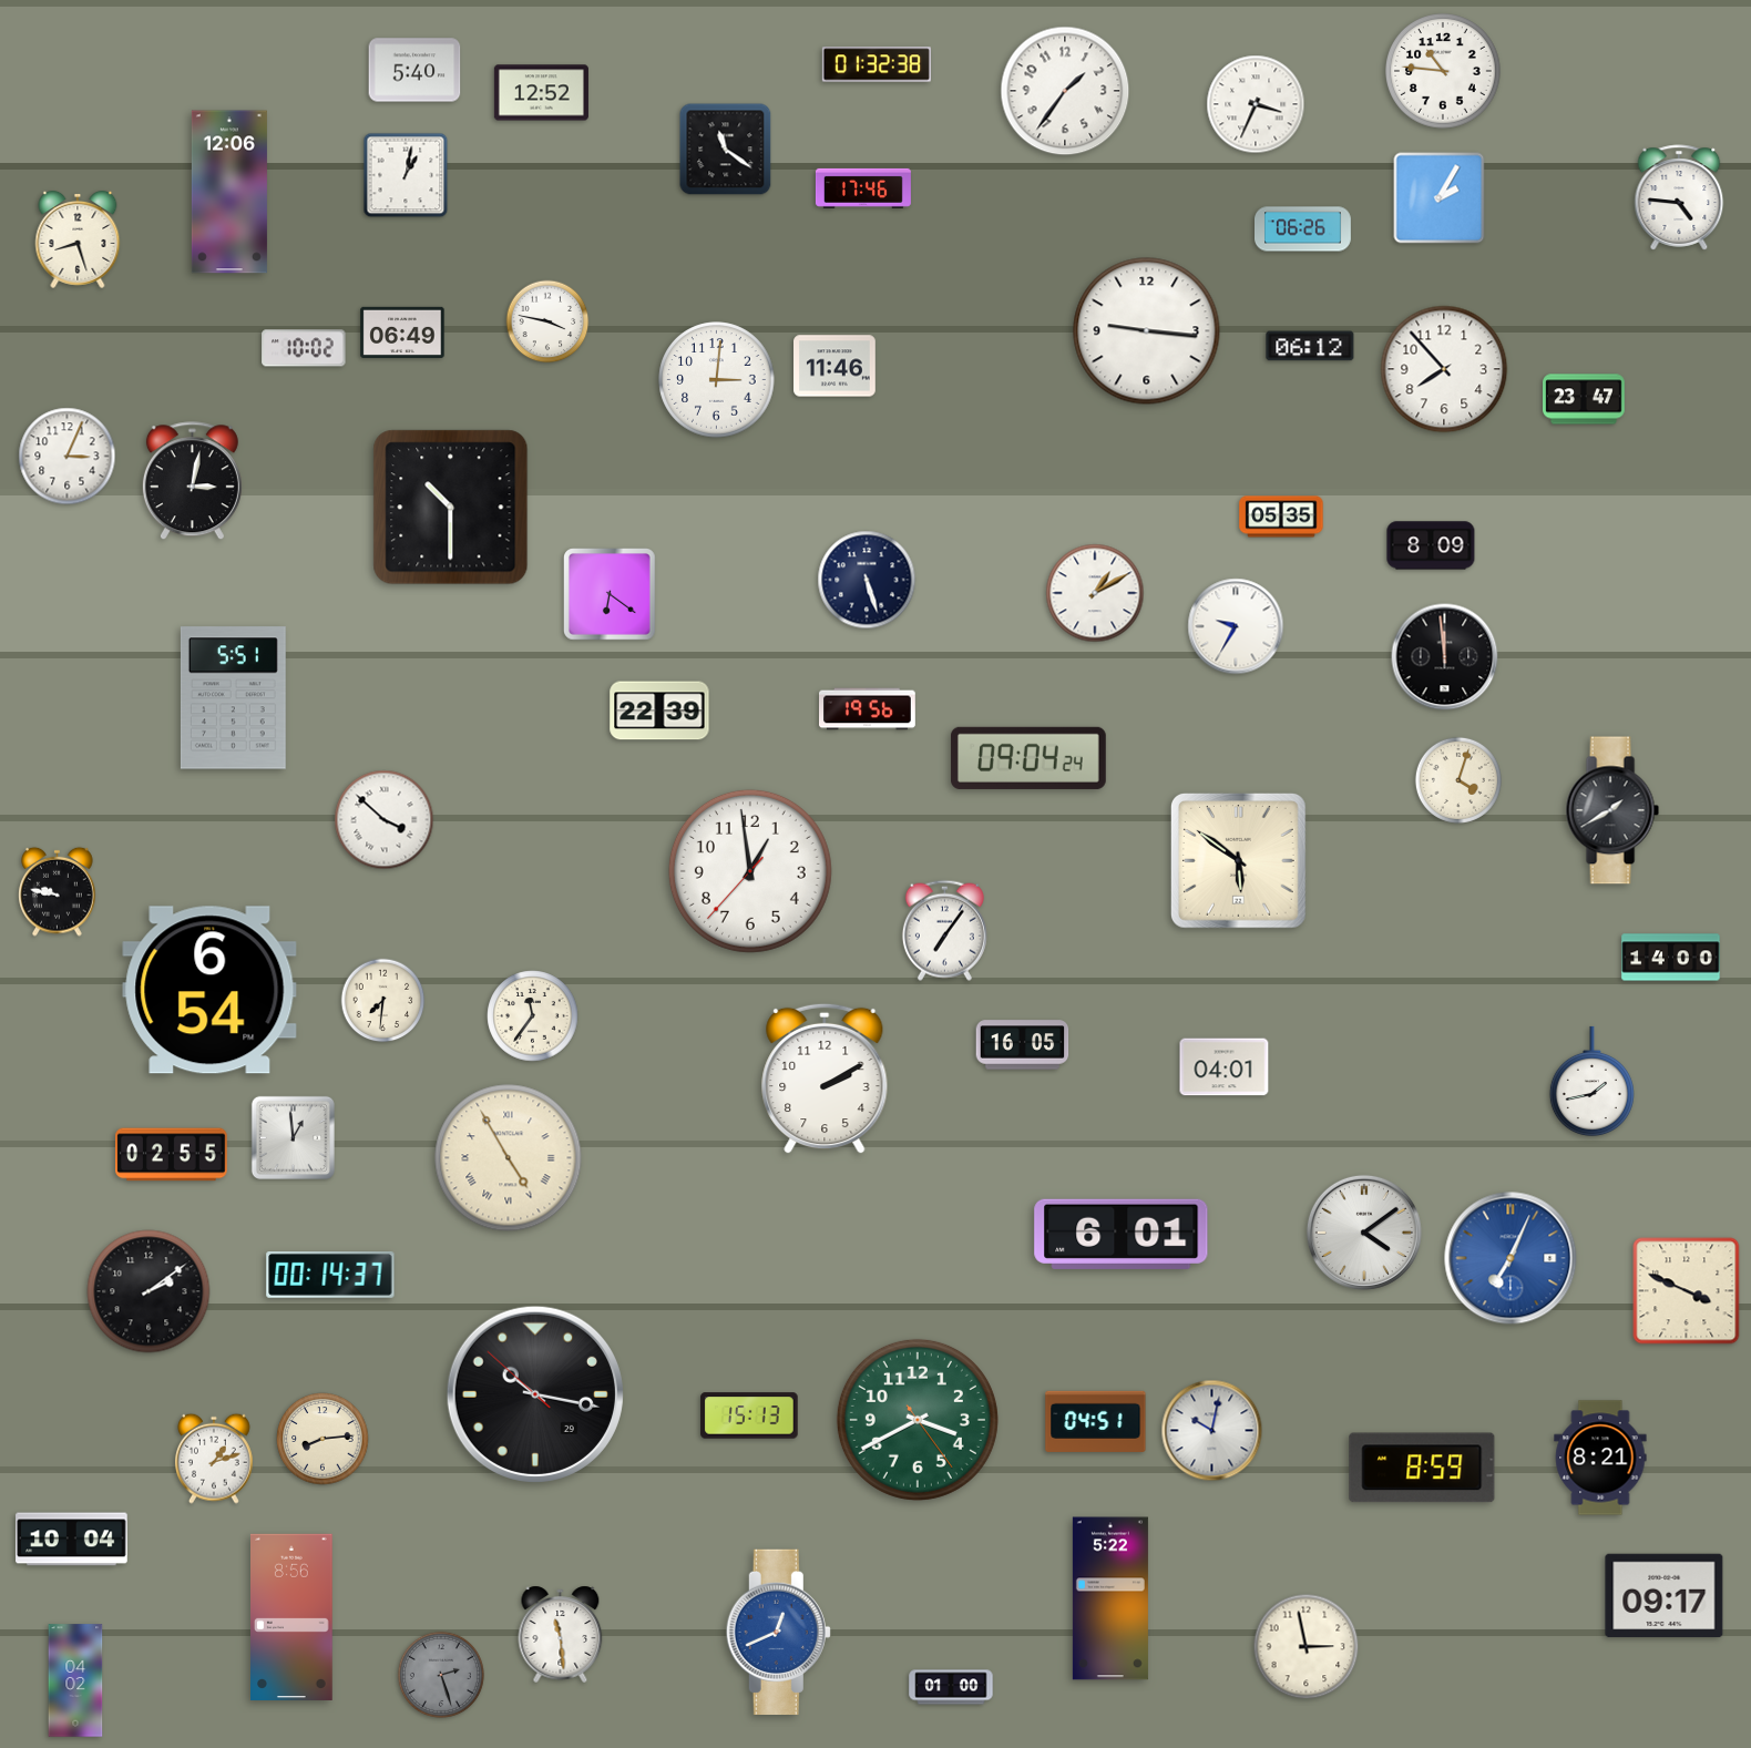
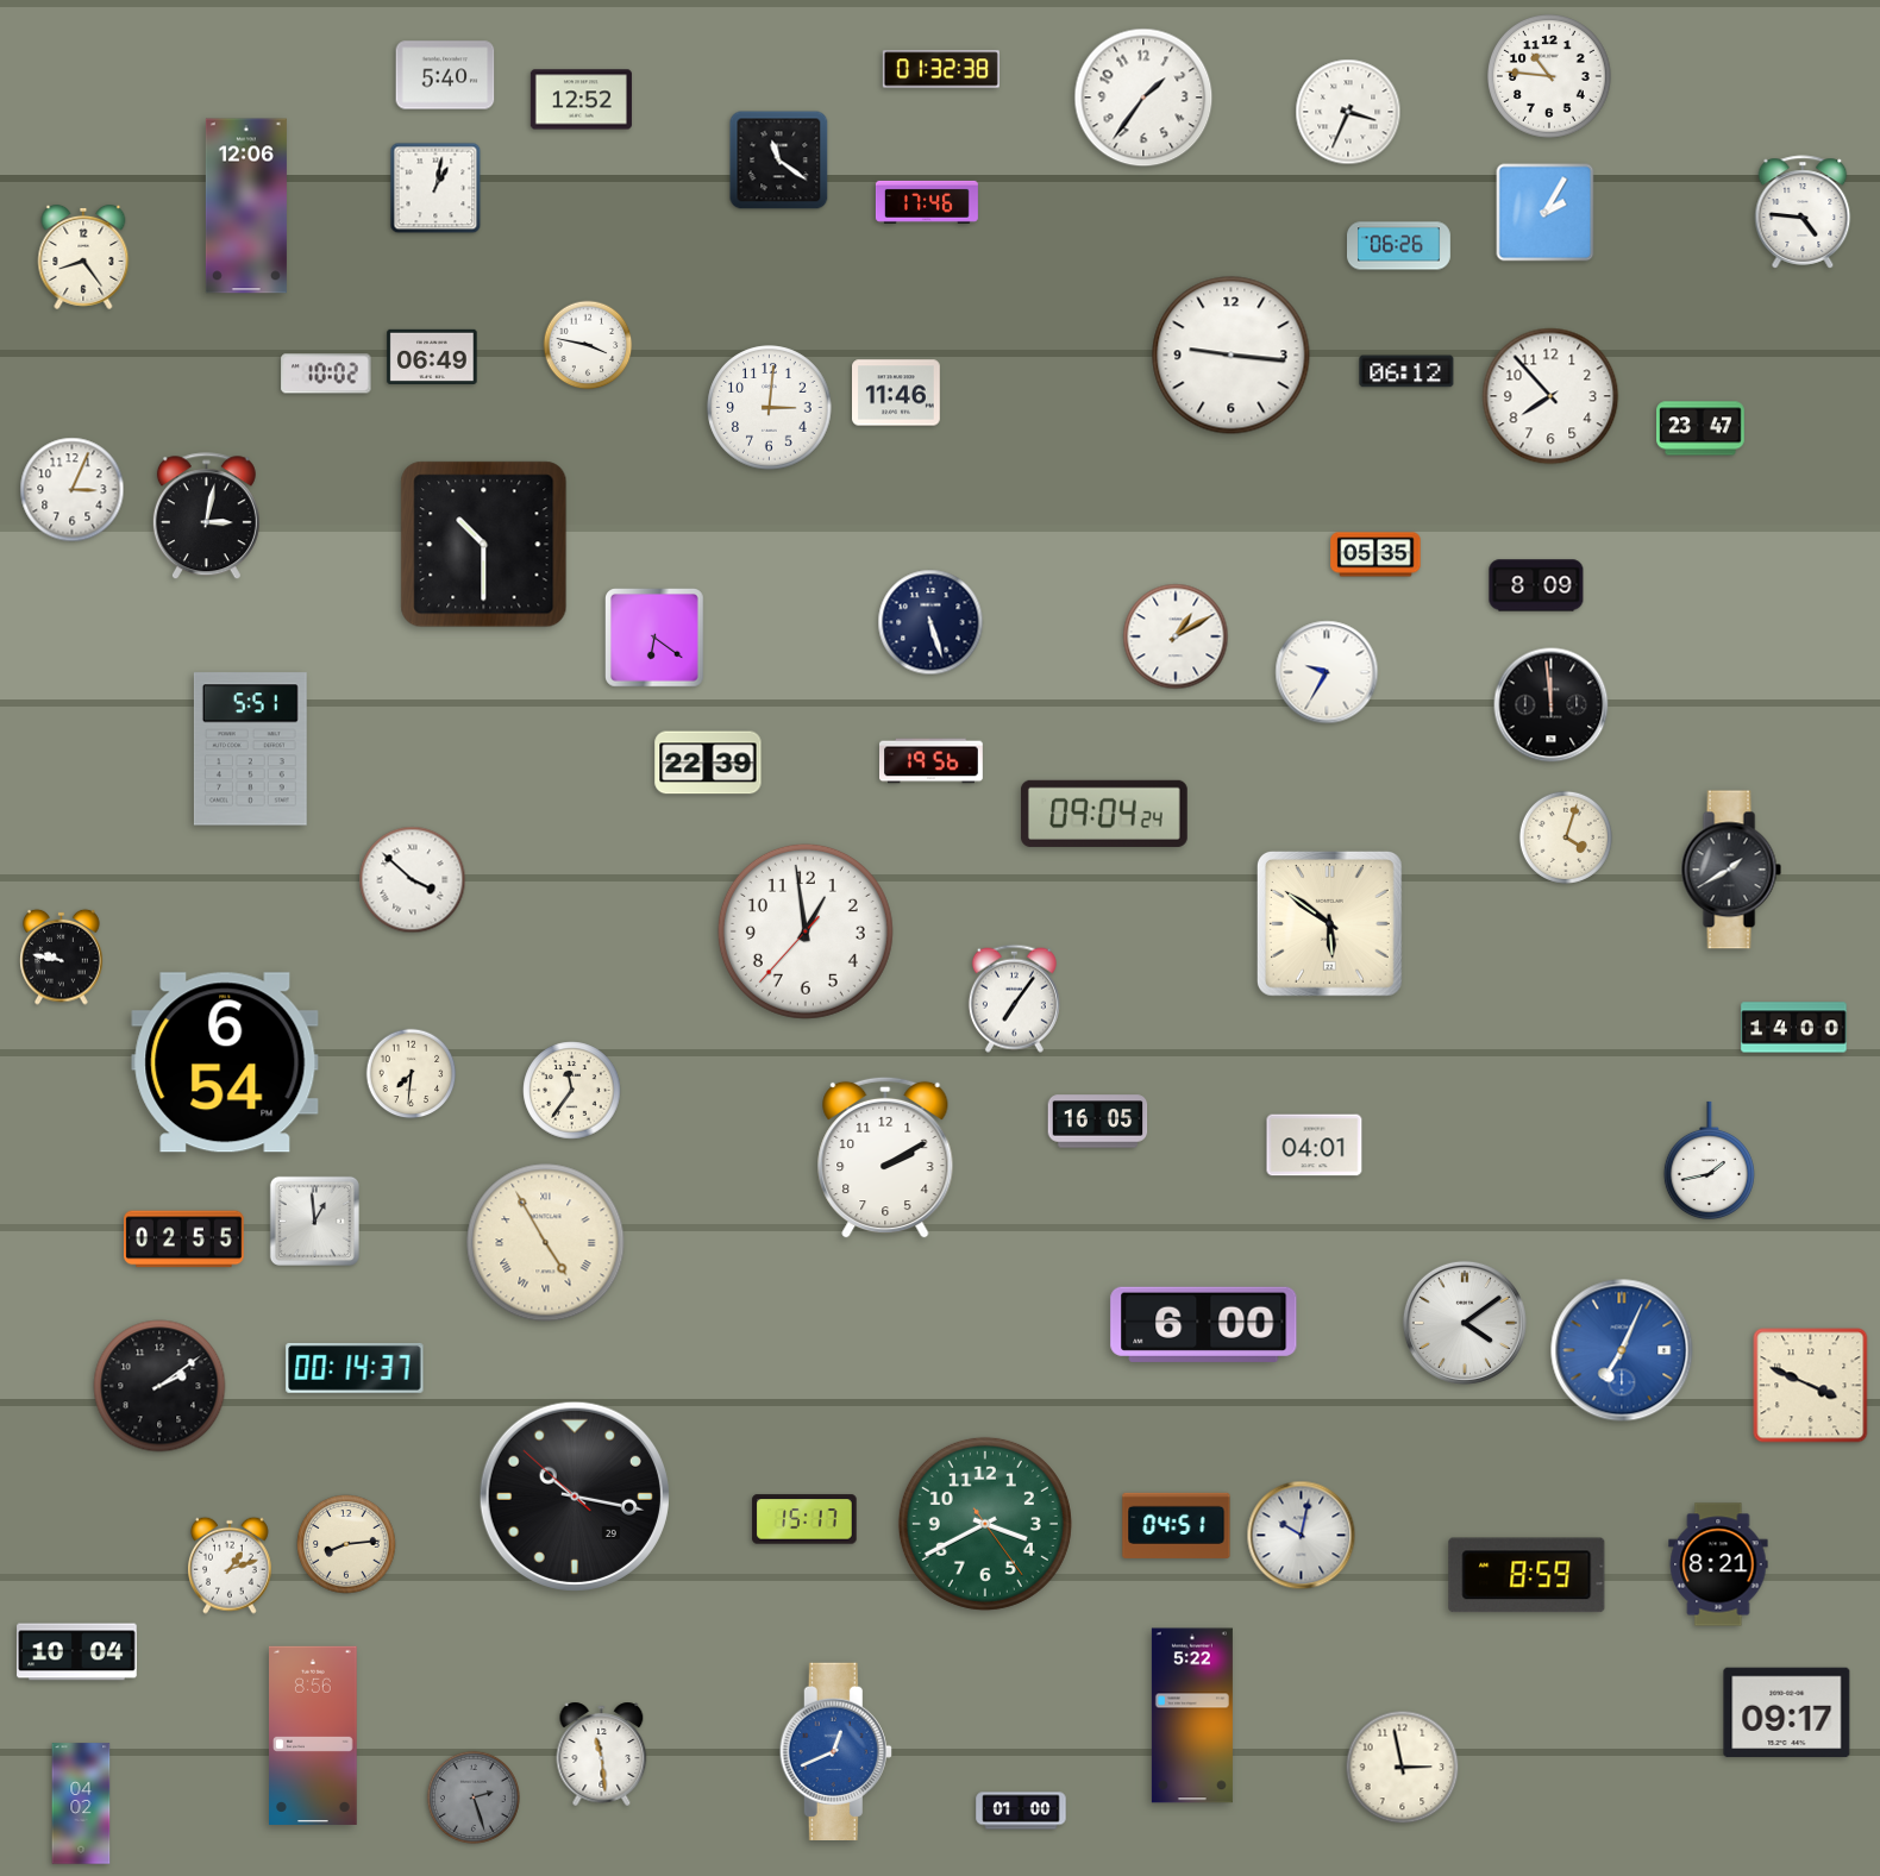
clock at (78, 239): 8:27 -> 8:24
clock at (750, 871) position: (750, 871) -> (806, 931)
clock at (1122, 1234): 6:01 -> 6:00
clock at (749, 1415): 15:13 -> 15:17
